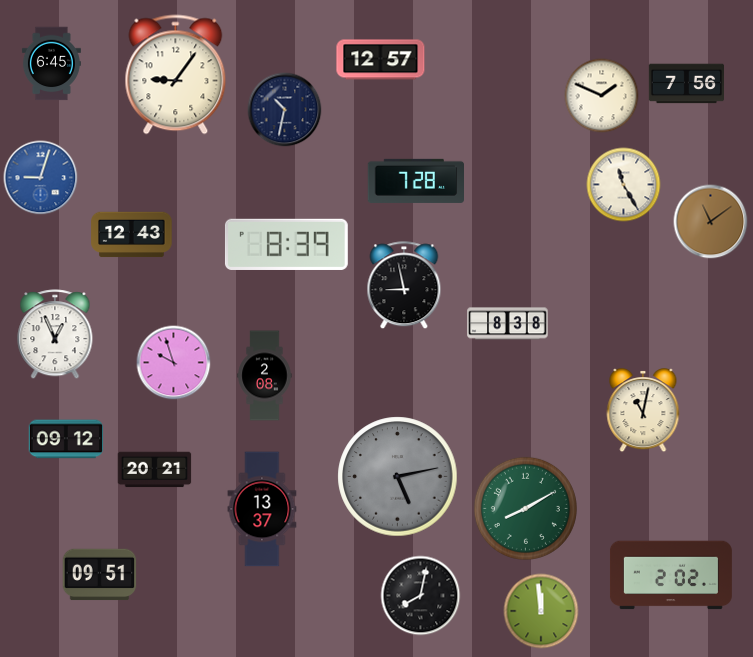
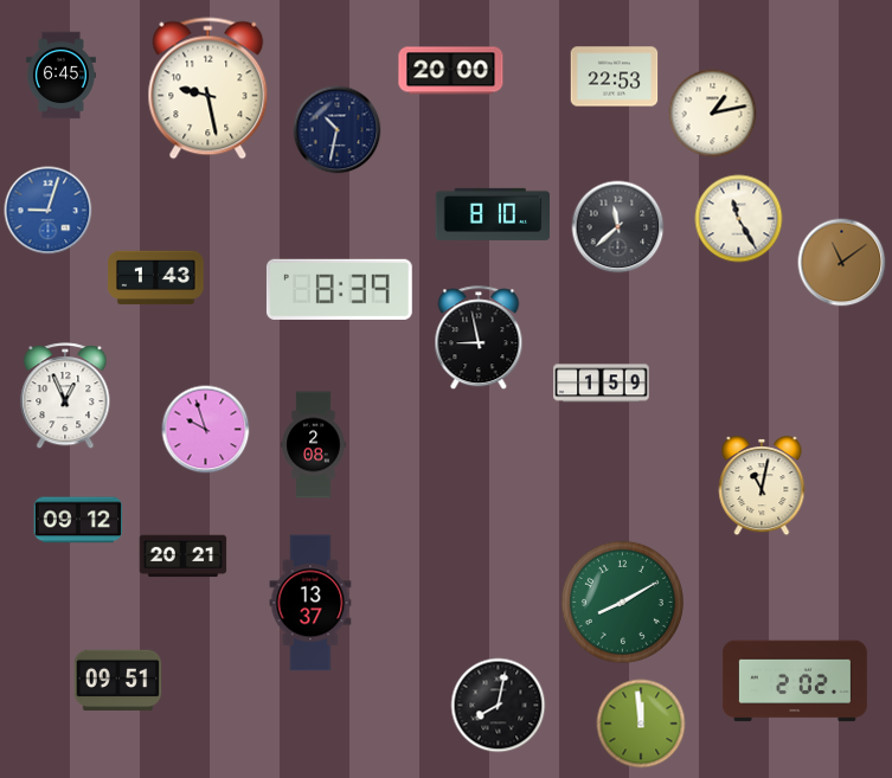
clock at (381, 60): 12:57 -> 20:00
clock at (615, 77): none -> 22:53
clock at (176, 75): 9:06 -> 9:28
clock at (686, 84): 7:56 -> none
clock at (602, 96): 1:49 -> 1:13
clock at (416, 181): 7:28 -> 8:10
clock at (618, 227): none -> 11:38
clock at (132, 235): 12:43 -> 1:43
clock at (508, 324): 8:38 -> 1:59
clock at (398, 477): 5:13 -> none
